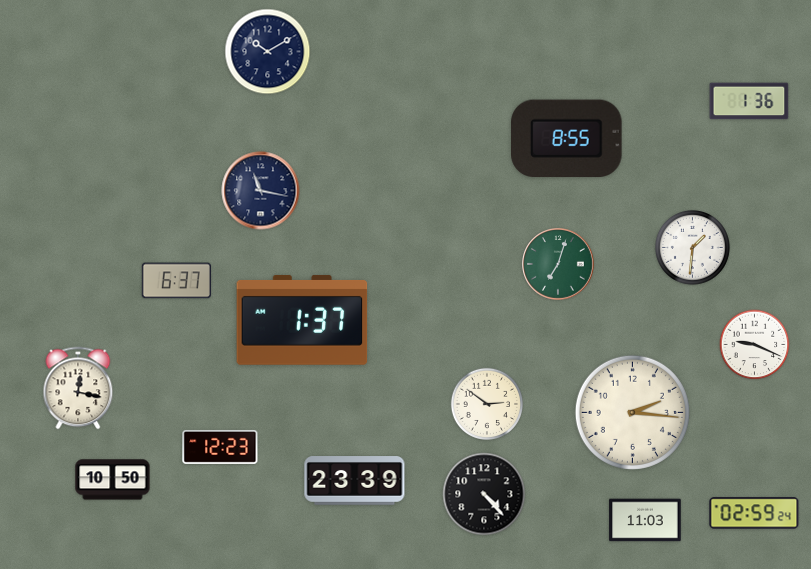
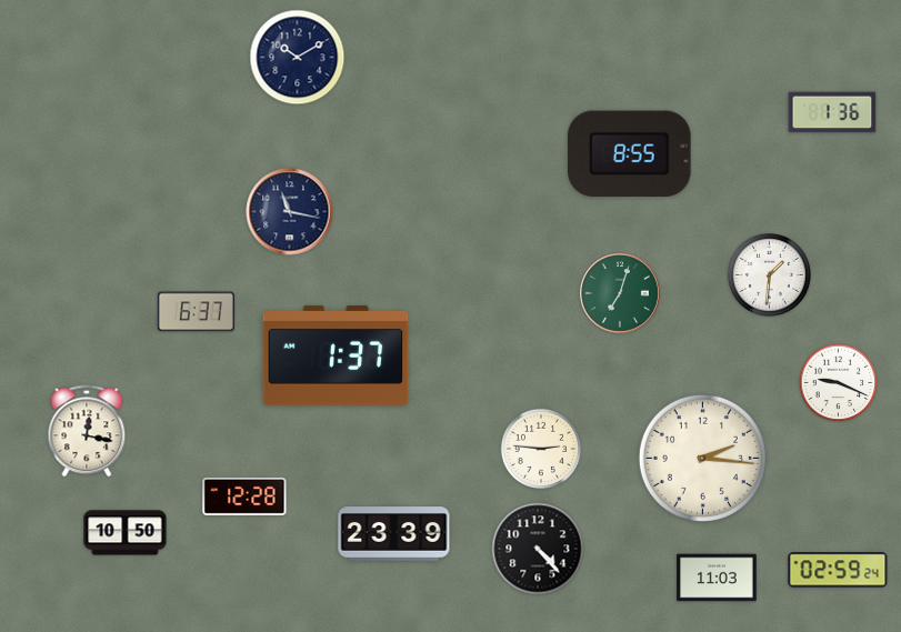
clock at (486, 403): 2:51 -> 2:46
clock at (220, 447): 12:23 -> 12:28
